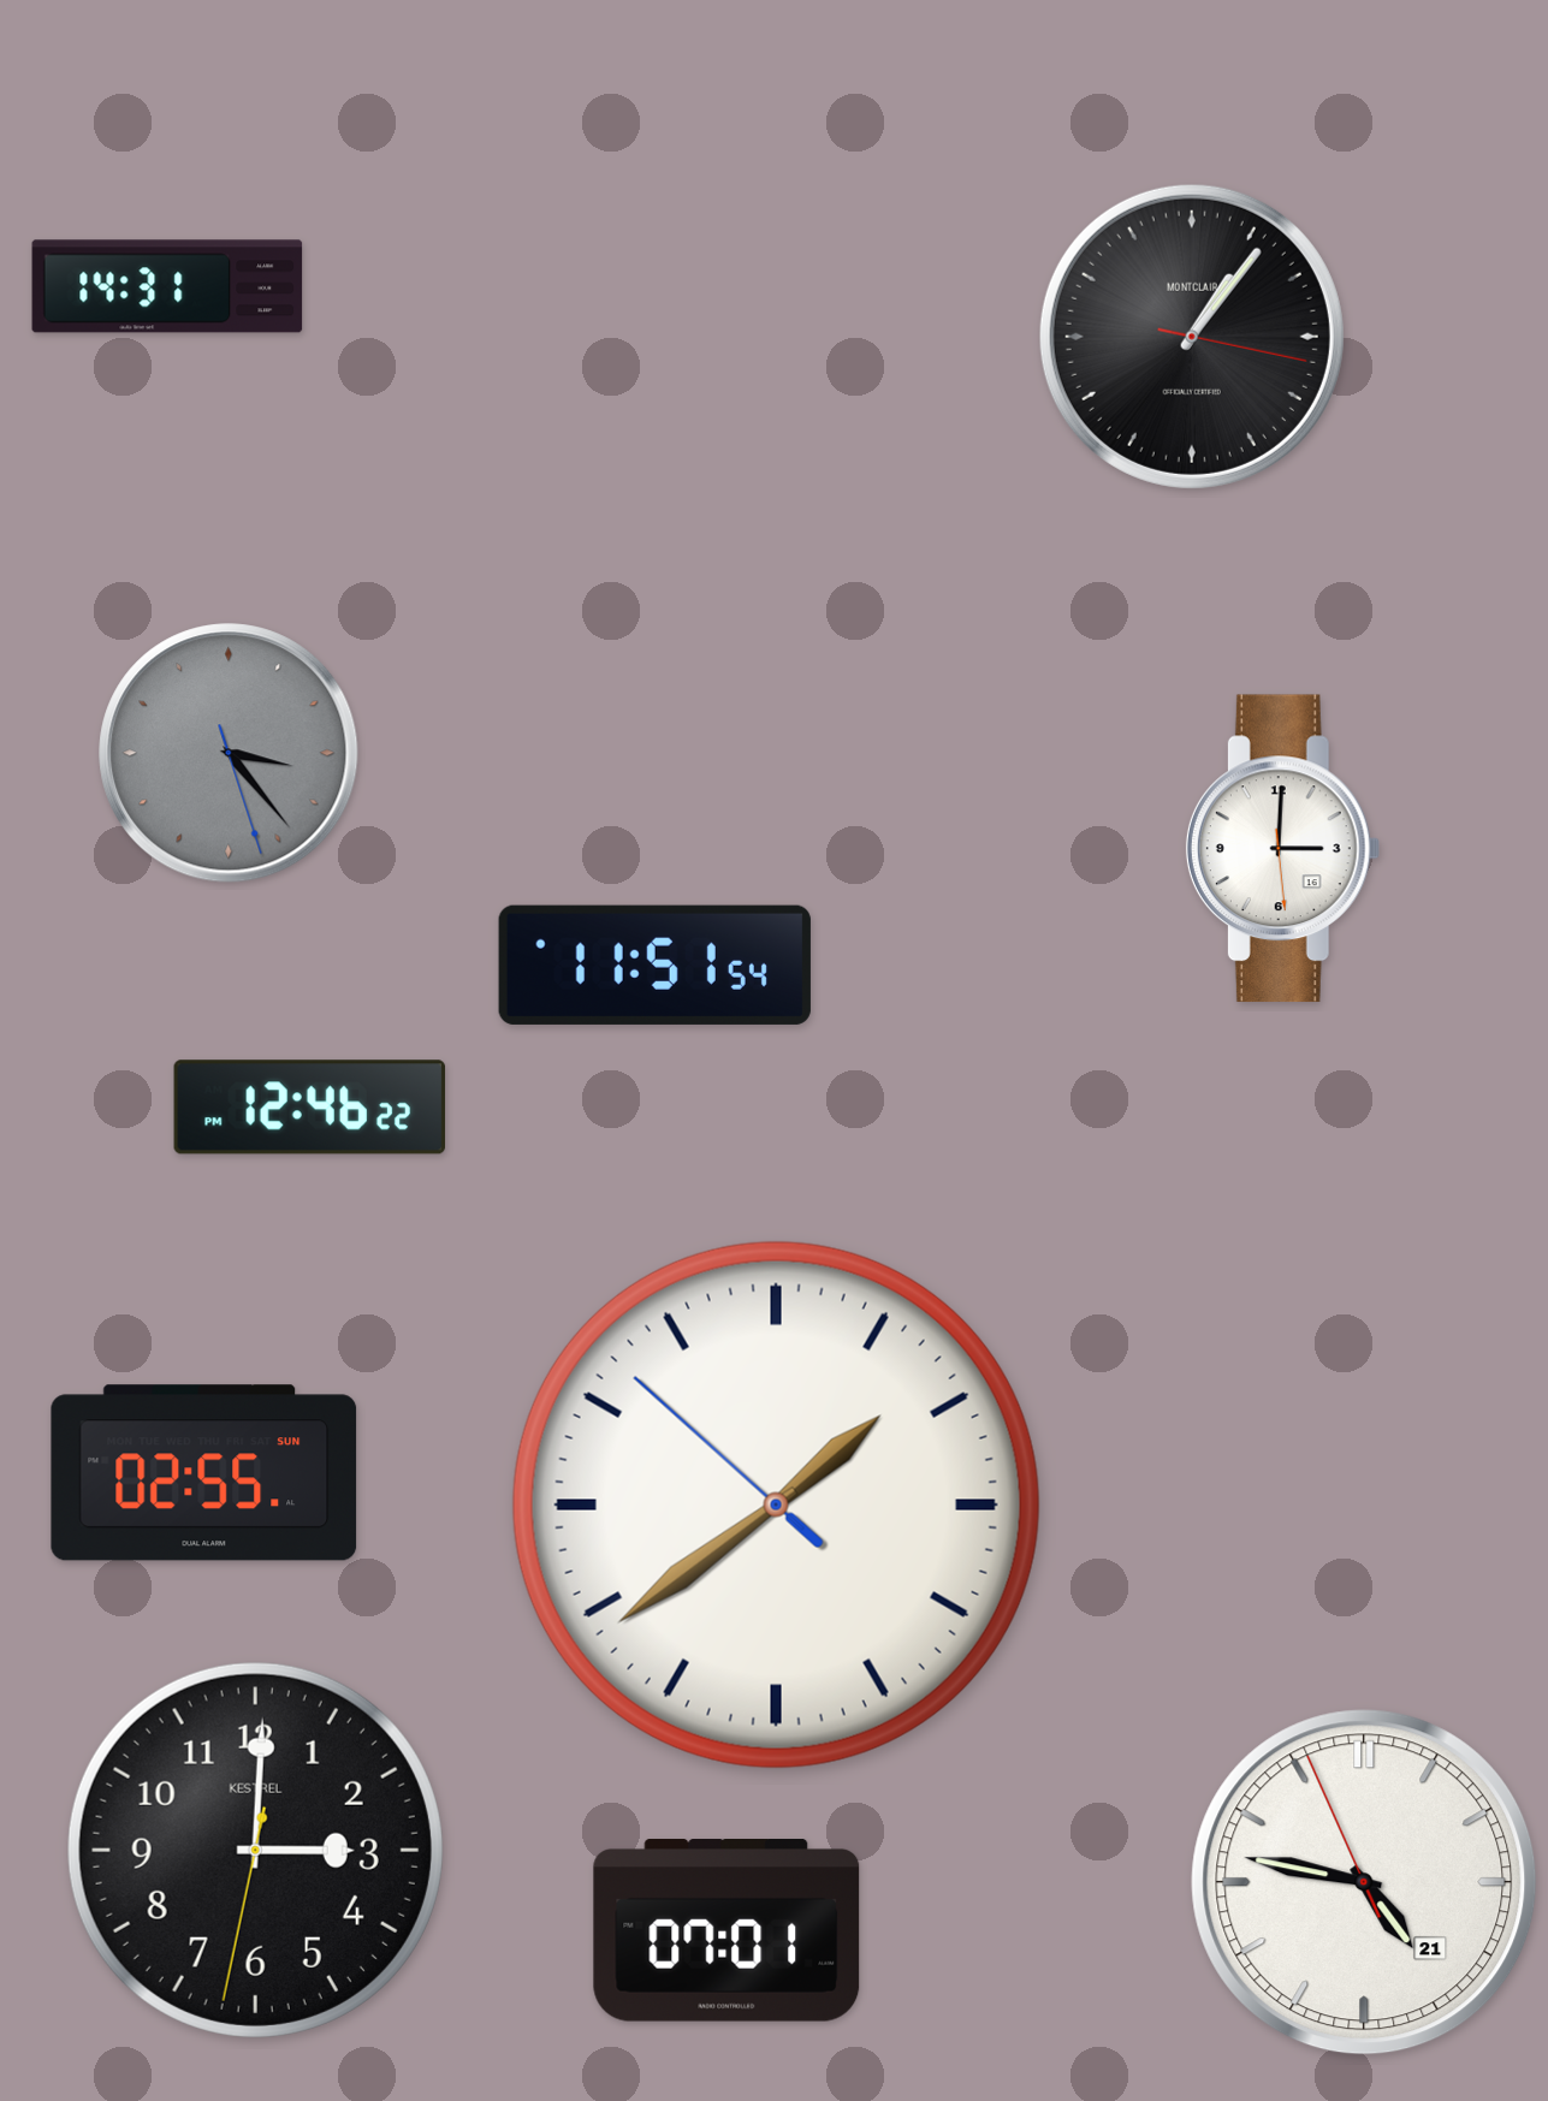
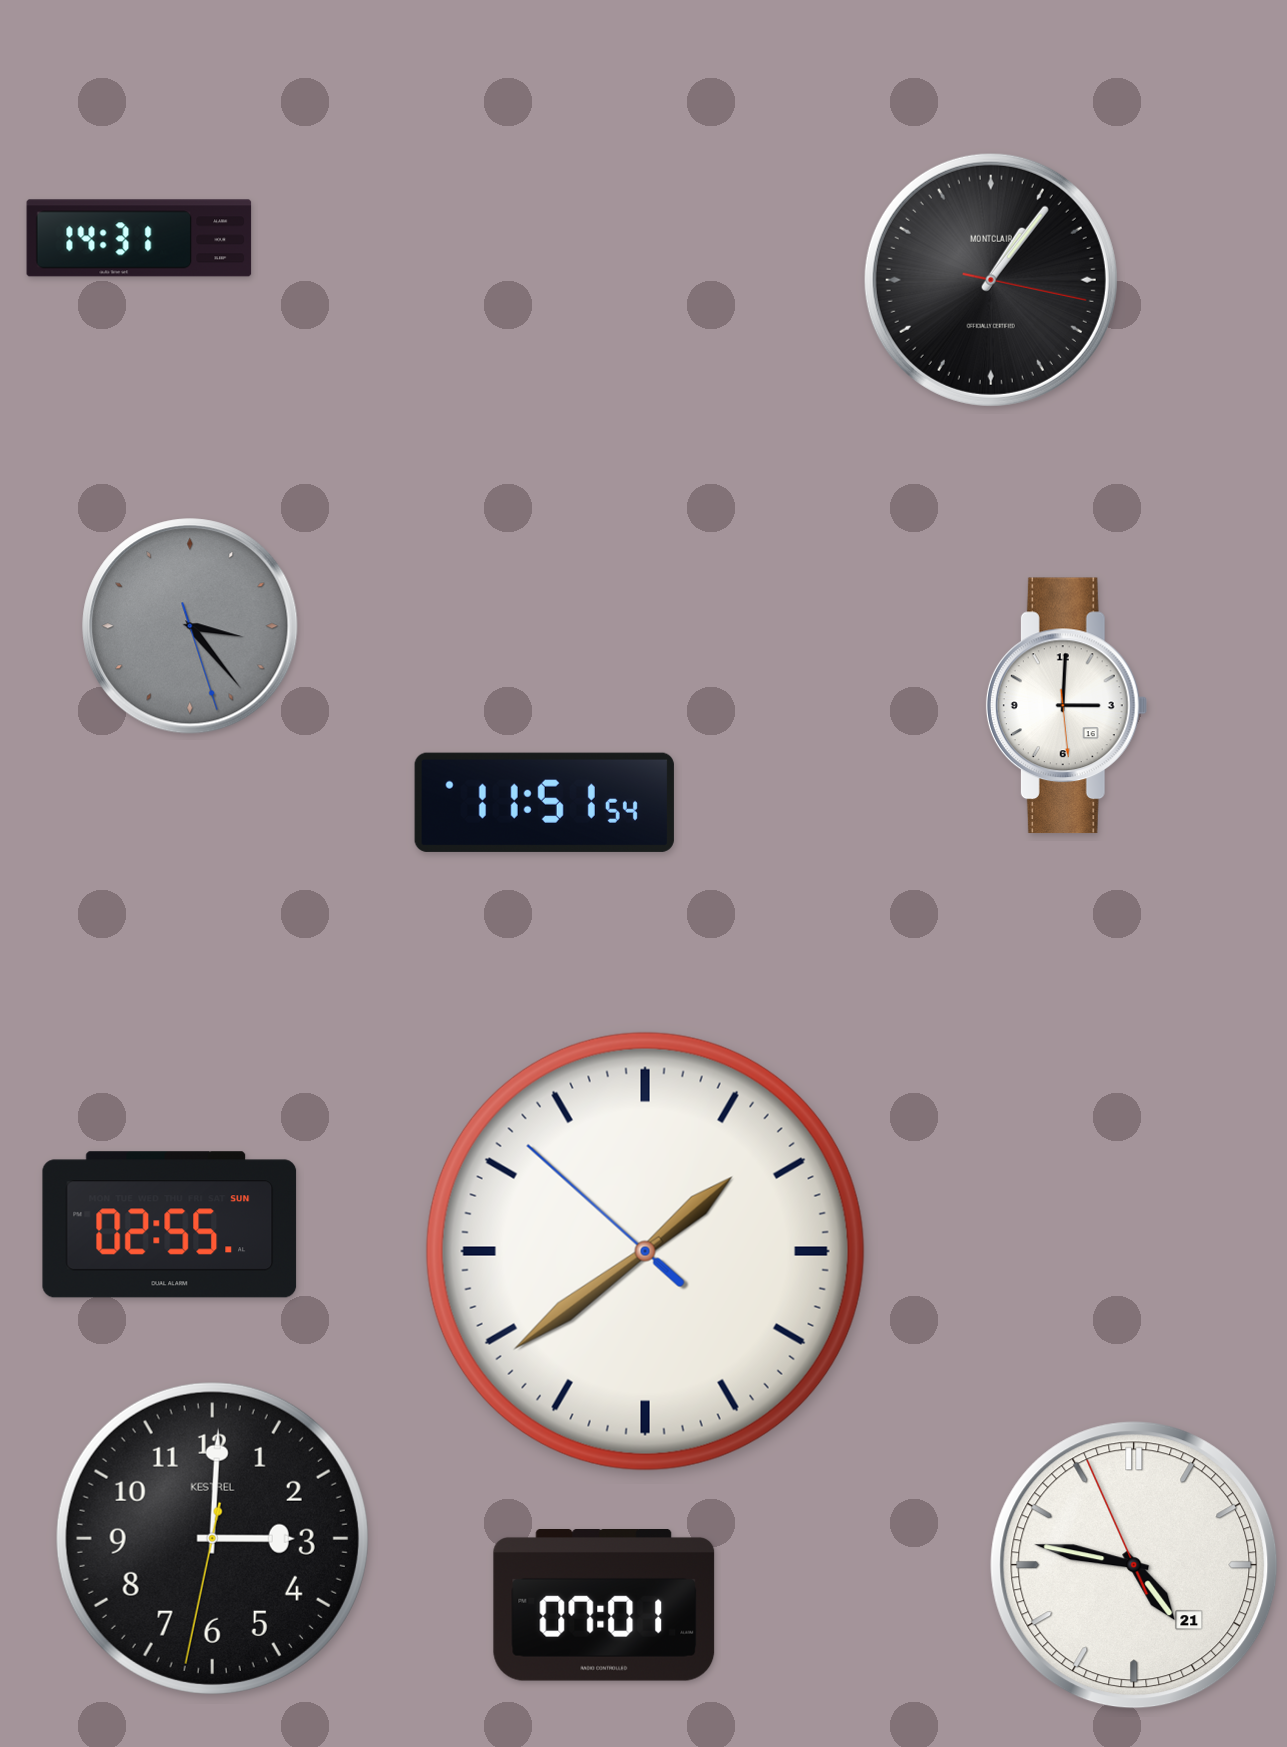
clock at (310, 1108): 12:46 -> none
